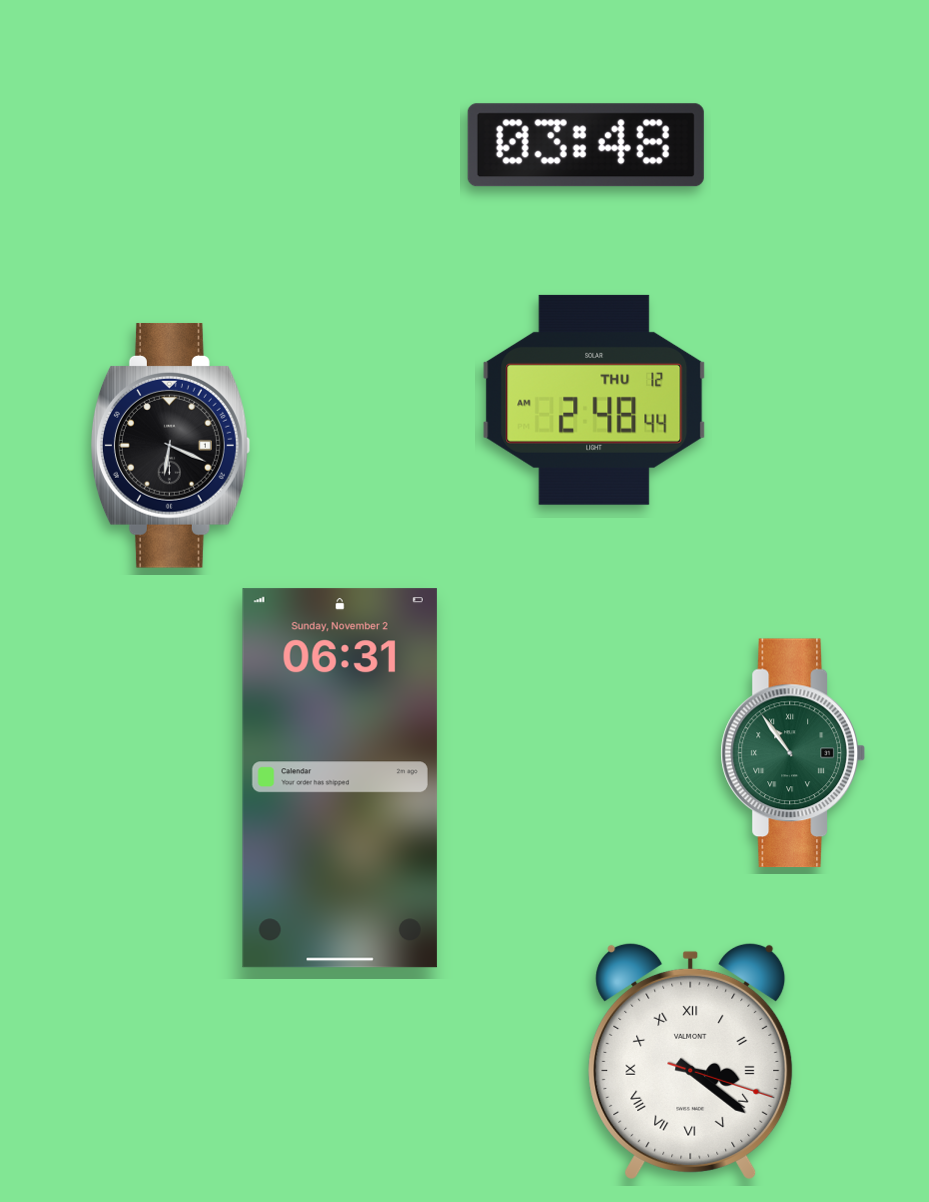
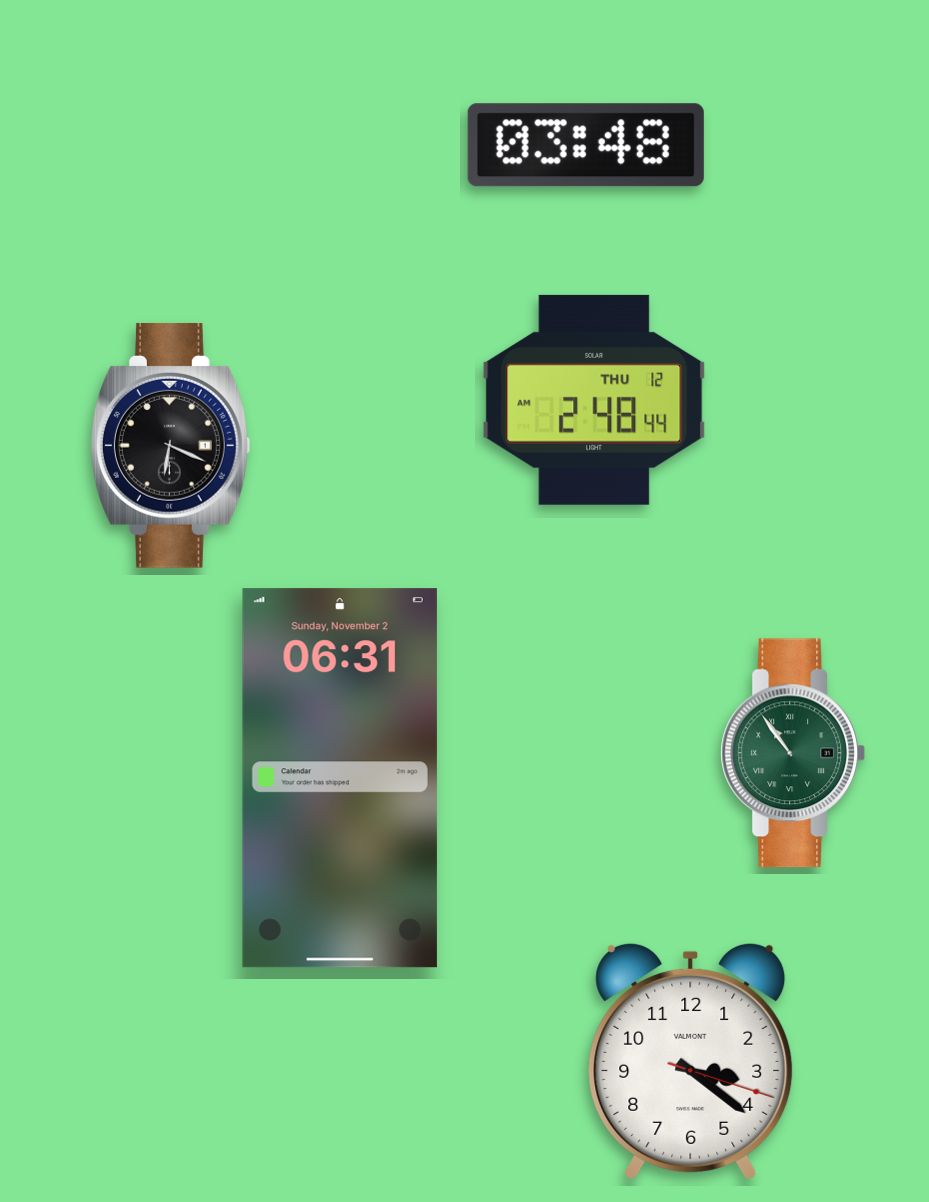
clock at (691, 1061) numerals: Roman -> Arabic
